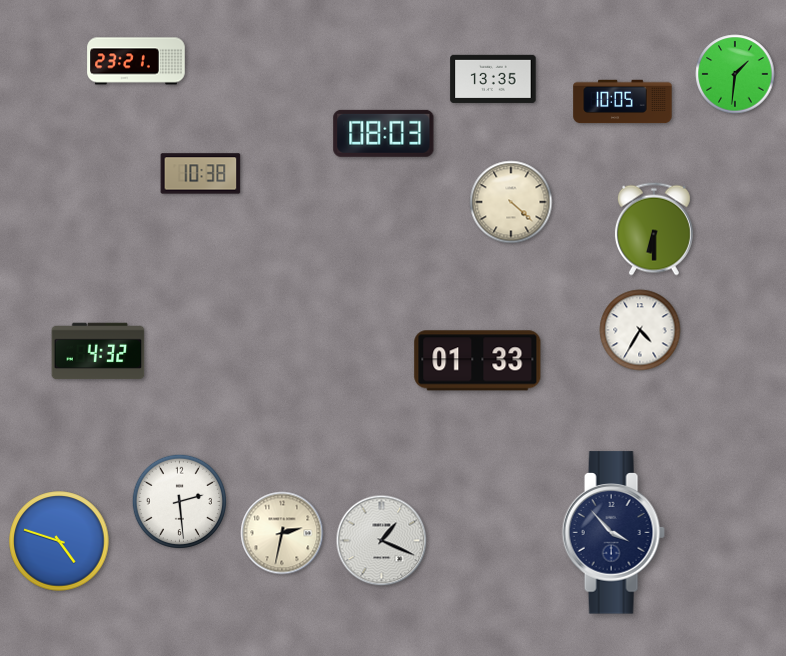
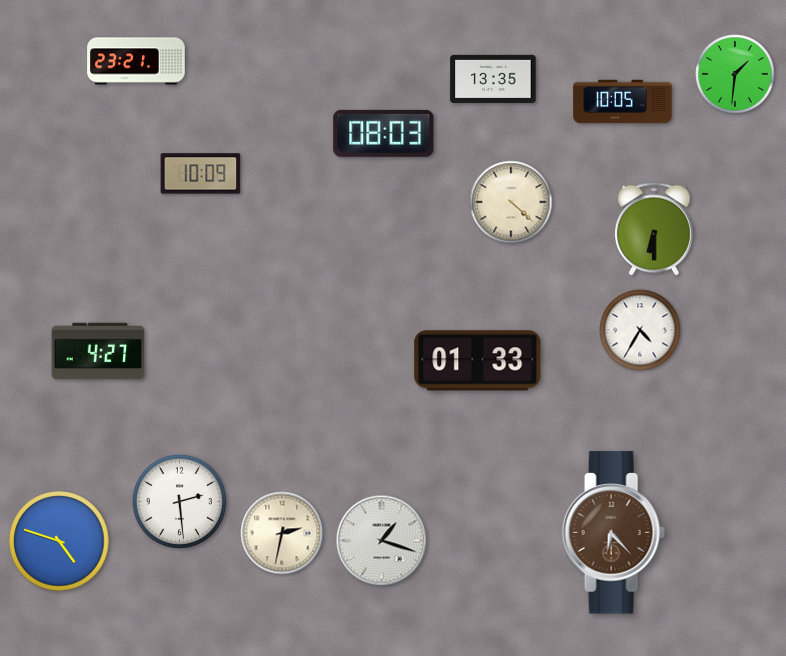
clock at (201, 174): 10:38 -> 10:09
clock at (98, 351): 4:32 -> 4:27
clock at (613, 533): 3:53 -> 6:23
clock at (613, 533) dial: navy -> brown
clock at (382, 541): 1:19 -> 1:18
